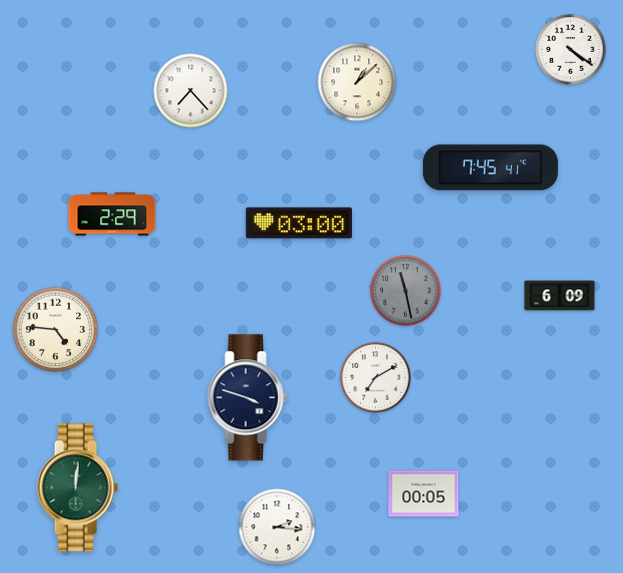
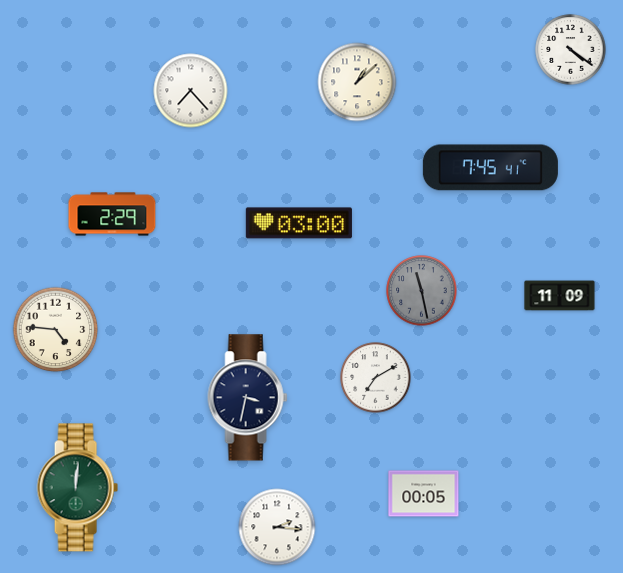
clock at (406, 291) position: (406, 291) -> (422, 291)
clock at (560, 296): 6:09 -> 11:09
clock at (248, 398): 3:48 -> 3:32
